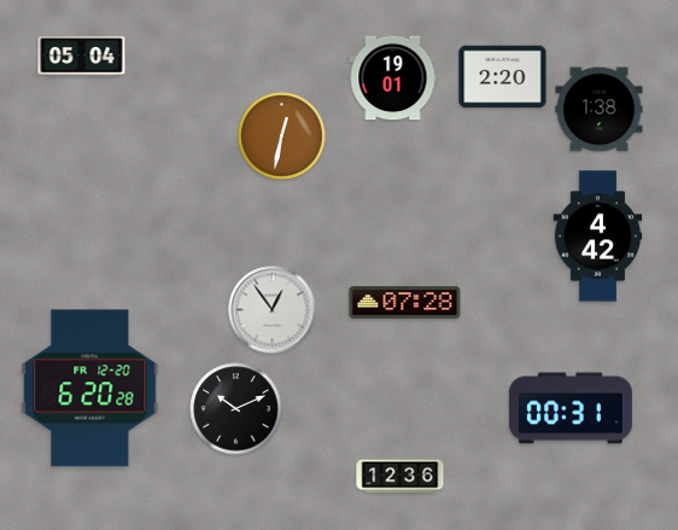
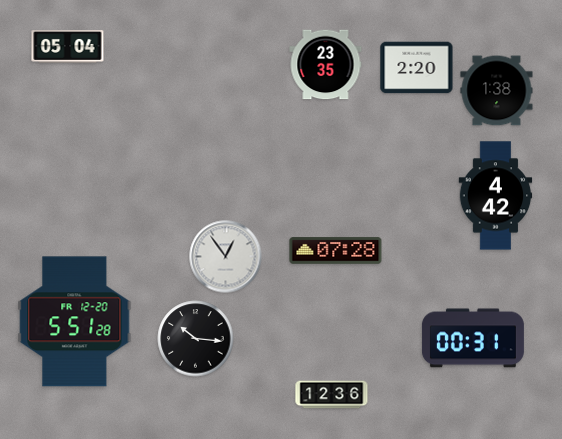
clock at (503, 77) position: (503, 77) -> (417, 68)
clock at (393, 78): 19:01 -> 23:35
clock at (282, 136): 12:32 -> none
clock at (90, 389): 6:20 -> 5:51
clock at (236, 409): 10:11 -> 10:16
